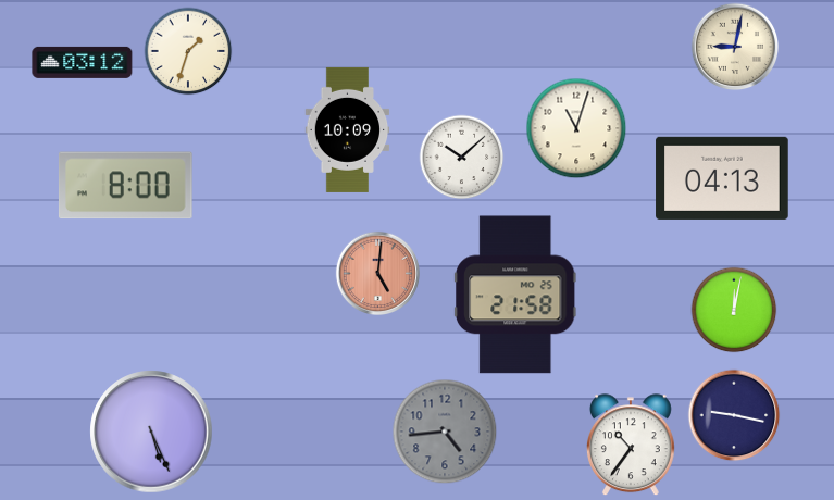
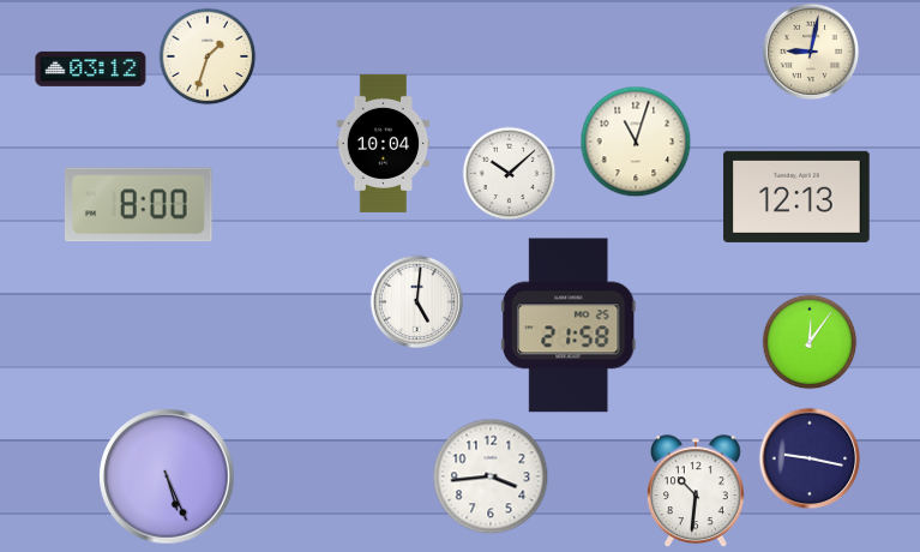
clock at (348, 129): 10:09 -> 10:04
clock at (722, 178): 04:13 -> 12:13
clock at (377, 273) dial: salmon -> white
clock at (734, 310): 12:02 -> 12:06
clock at (445, 432): 4:44 -> 3:44
clock at (445, 432) dial: grey -> white
clock at (631, 445): 10:36 -> 10:31
